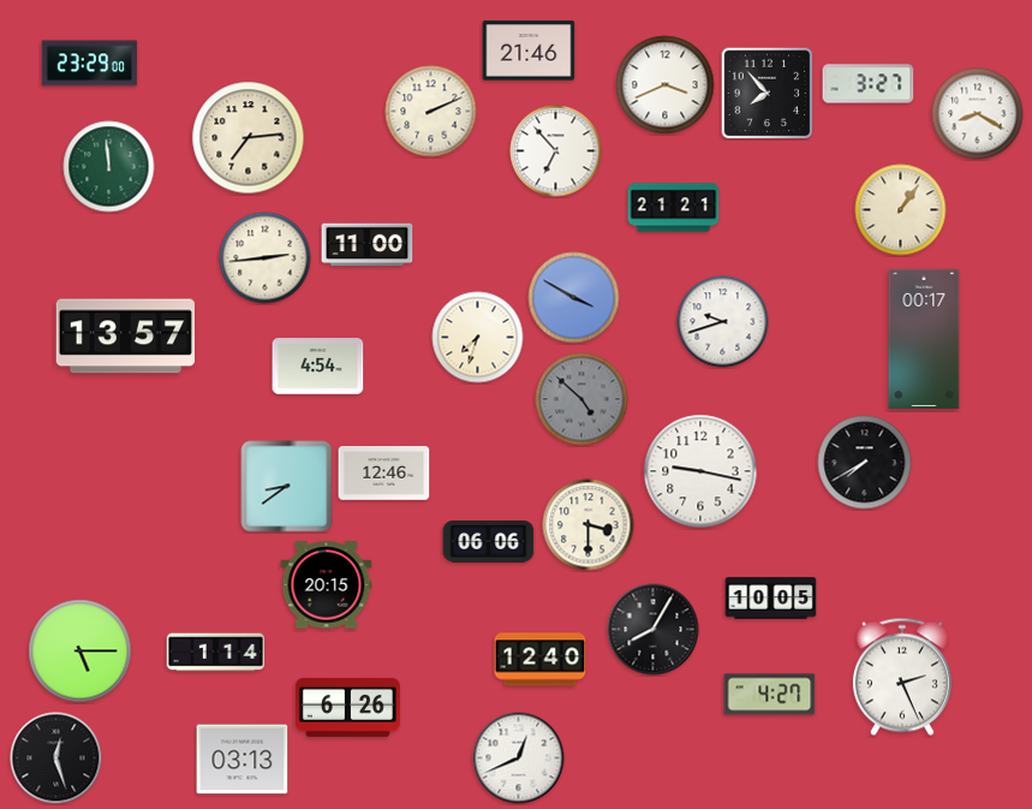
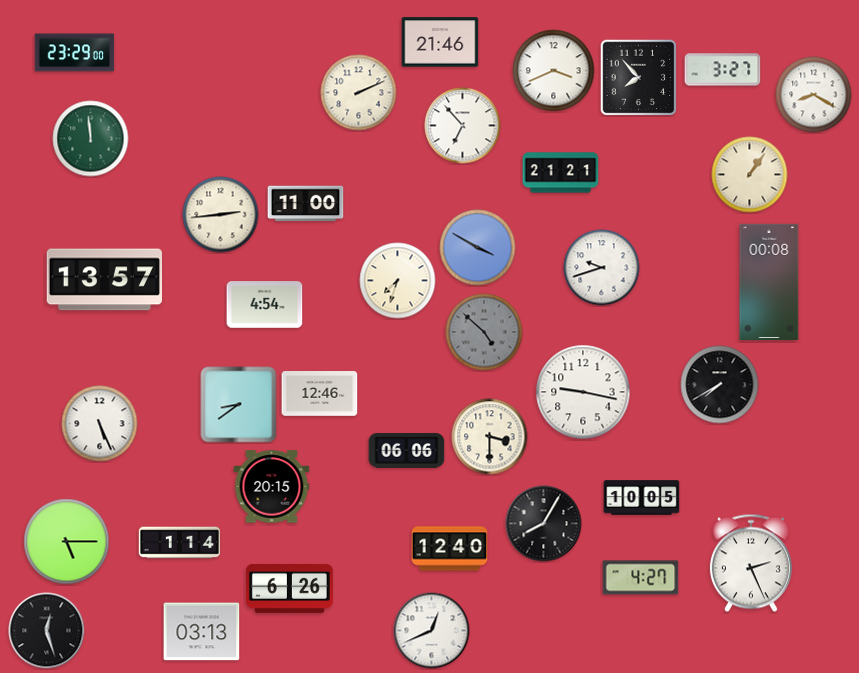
clock at (249, 138): 7:14 -> none
clock at (924, 338): 00:17 -> 00:08
clock at (100, 424): none -> 5:26
